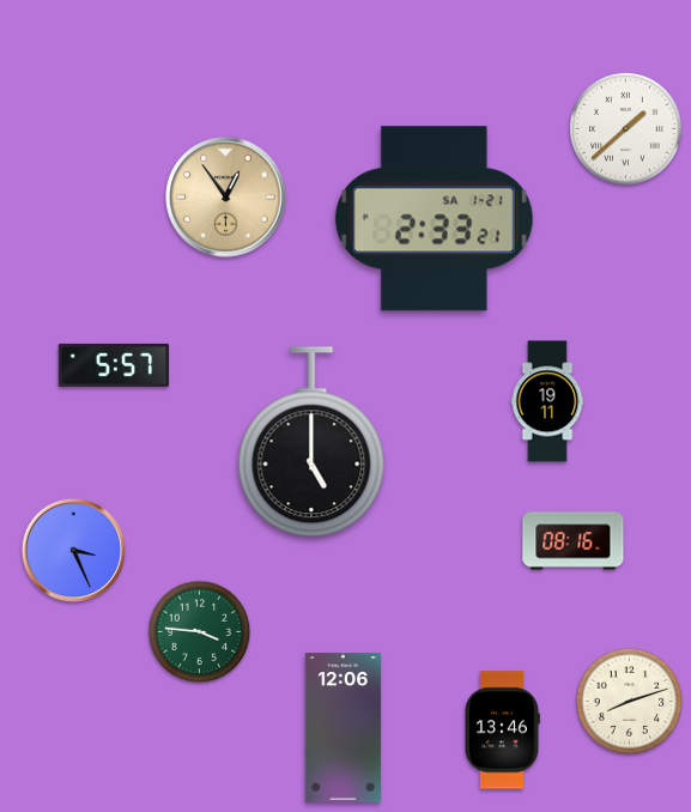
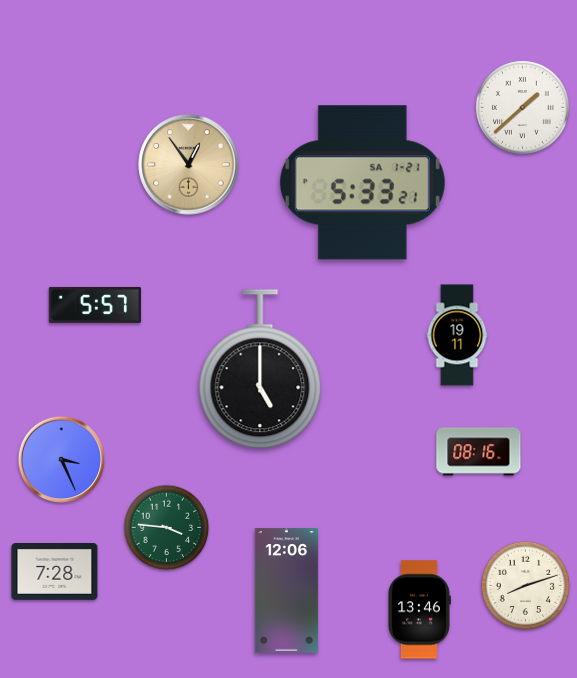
clock at (434, 219): 2:33 -> 5:33
clock at (55, 572): none -> 7:28
clock at (343, 728) position: (343, 728) -> (286, 591)
